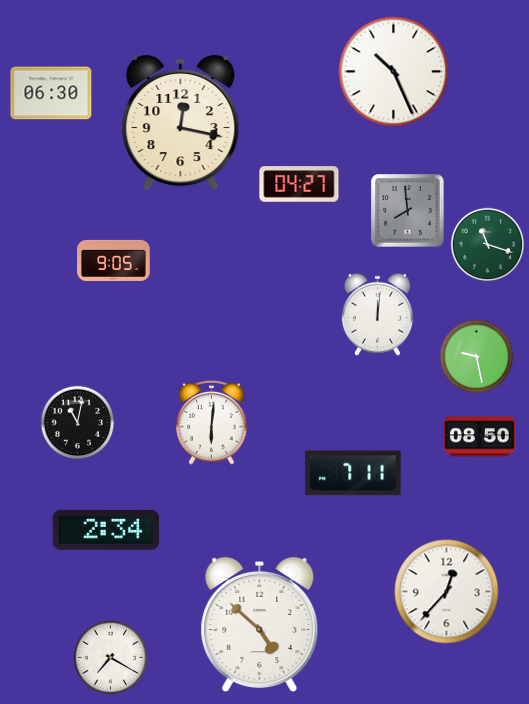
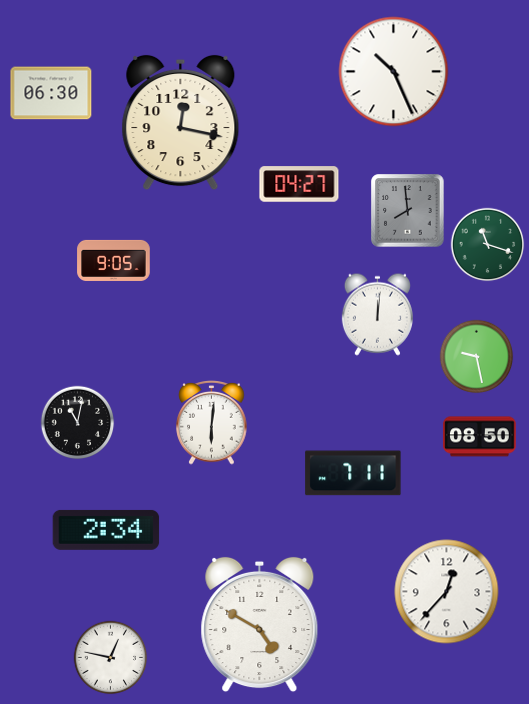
clock at (260, 625): 4:52 -> 4:50
clock at (111, 658): 7:20 -> 12:47
